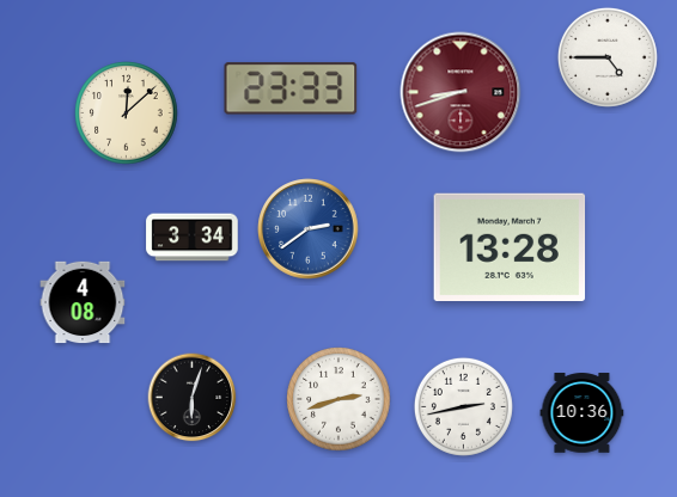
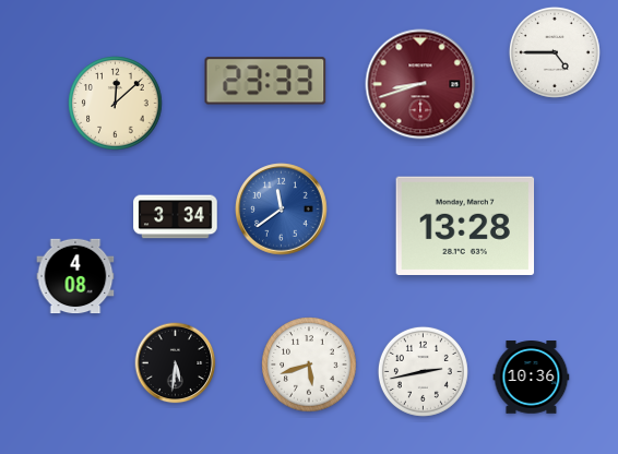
clock at (309, 229): 2:39 -> 11:39
clock at (193, 398): 6:03 -> 5:31
clock at (338, 399): 2:42 -> 5:42
